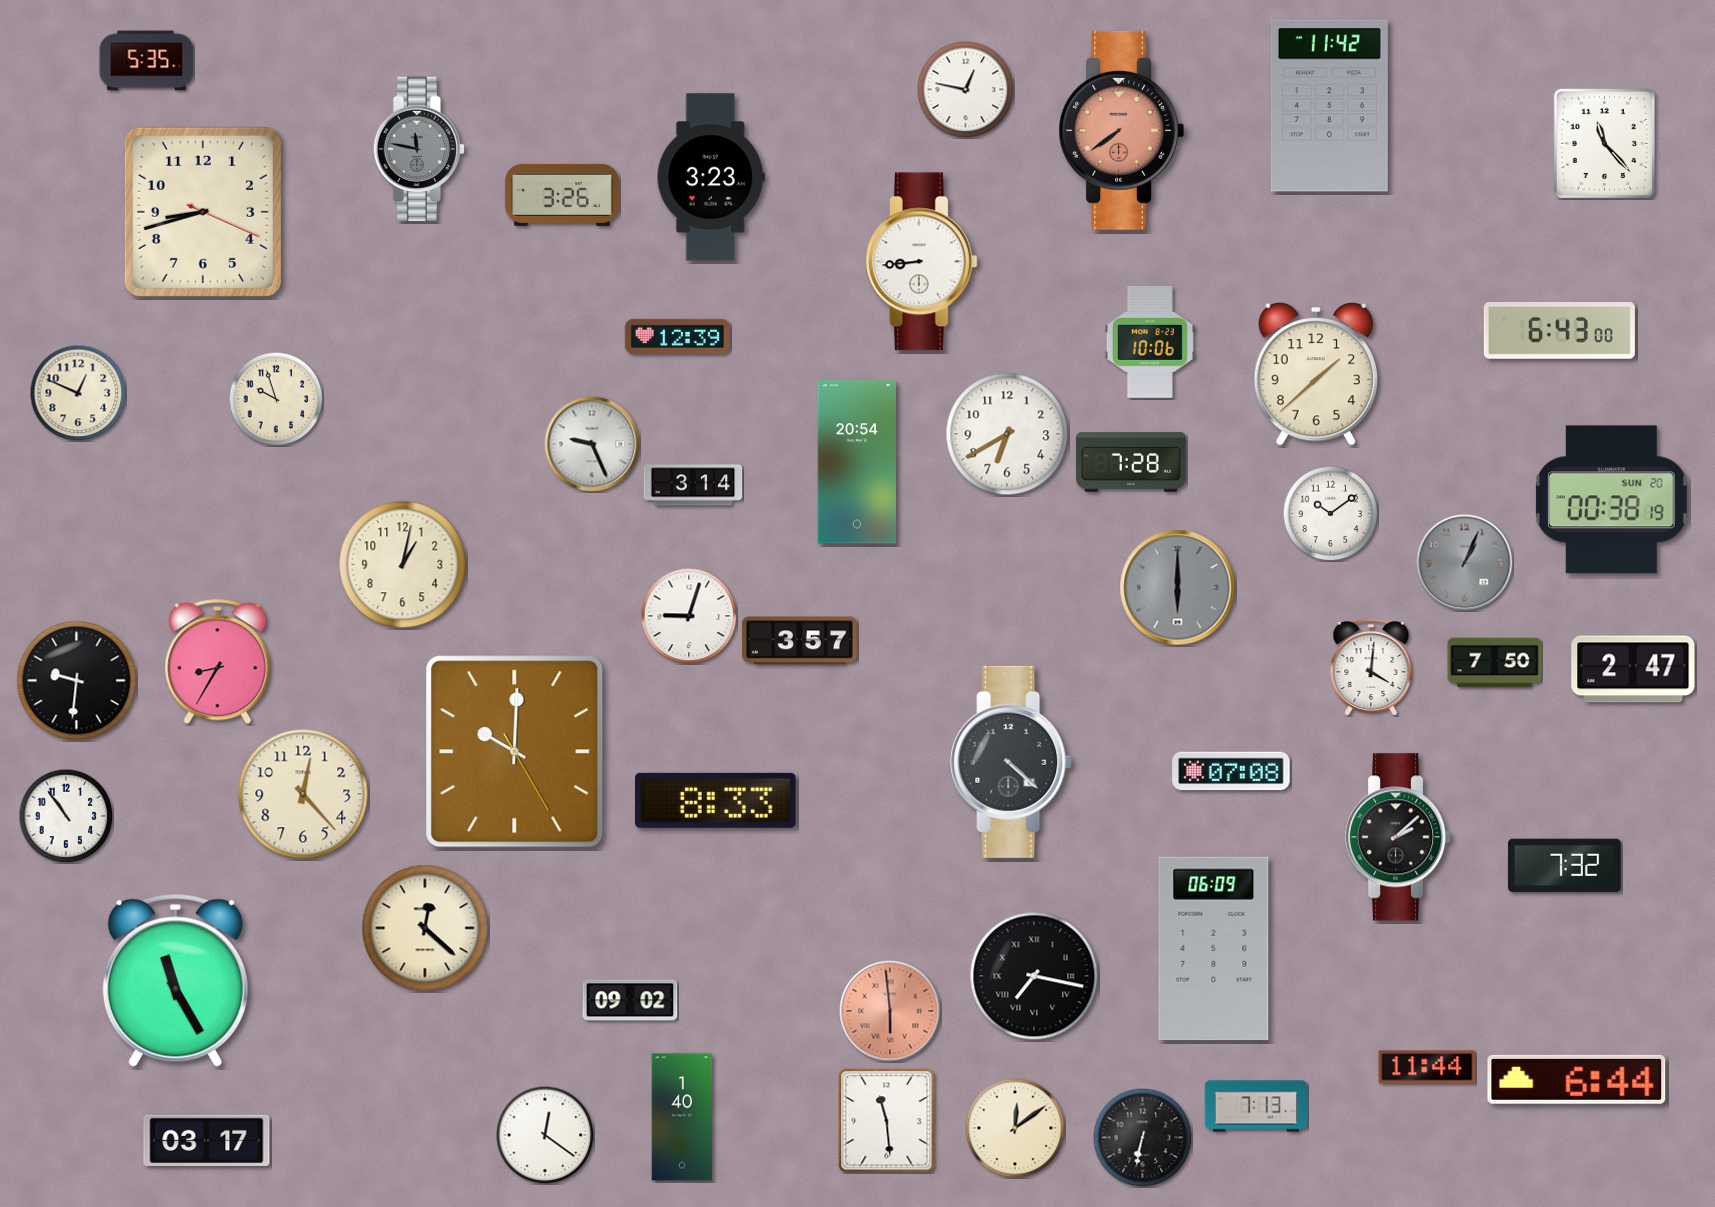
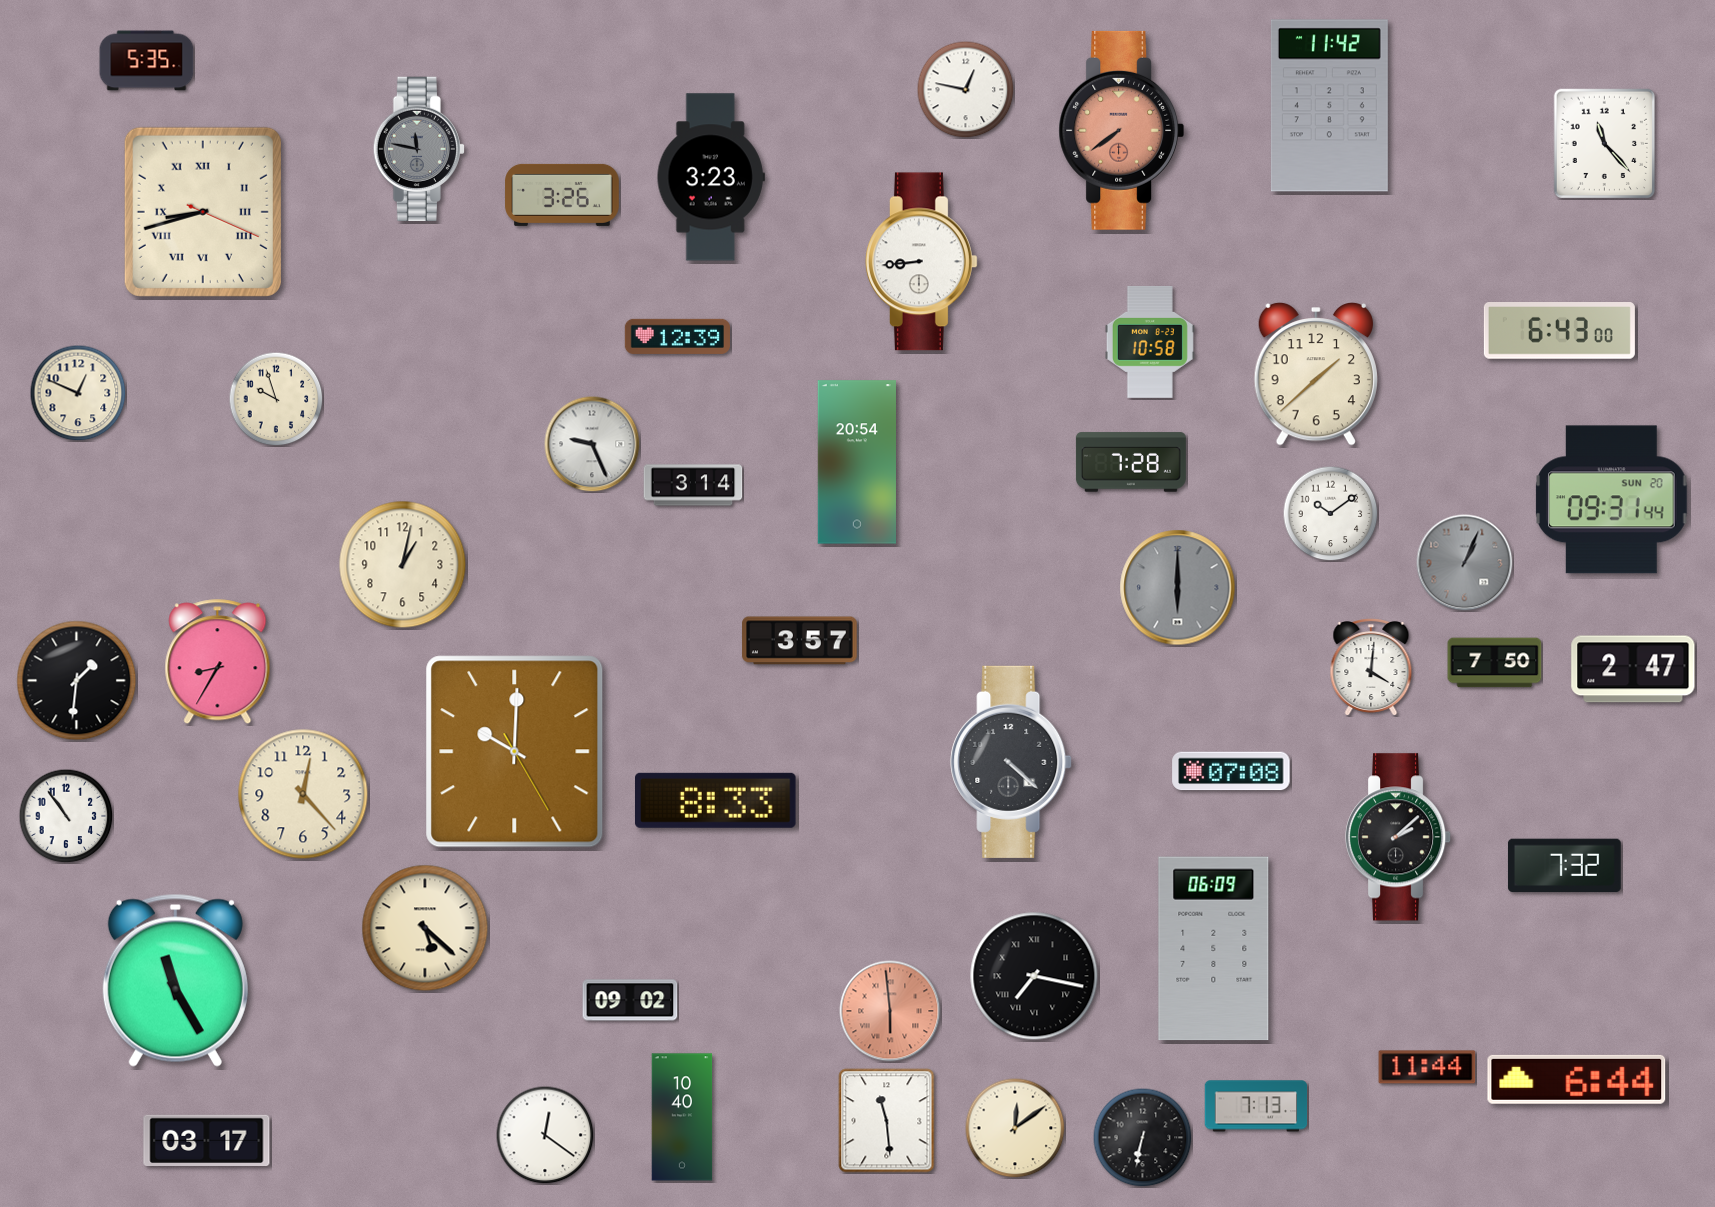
clock at (203, 212) numerals: Arabic -> Roman
clock at (1150, 342): 10:06 -> 10:58
clock at (1007, 434): 6:40 -> none
clock at (1612, 500): 00:38 -> 09:31
clock at (689, 616): 9:03 -> none
clock at (77, 681): 9:31 -> 1:31
clock at (425, 928): 12:22 -> 5:22
clock at (682, 1117): 1:40 -> 10:40
